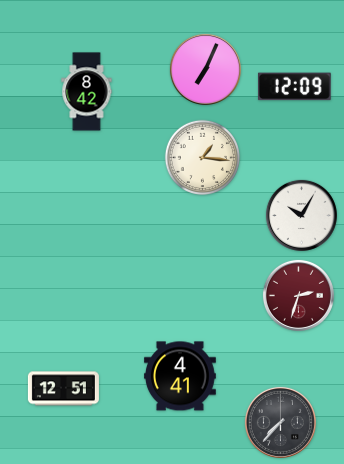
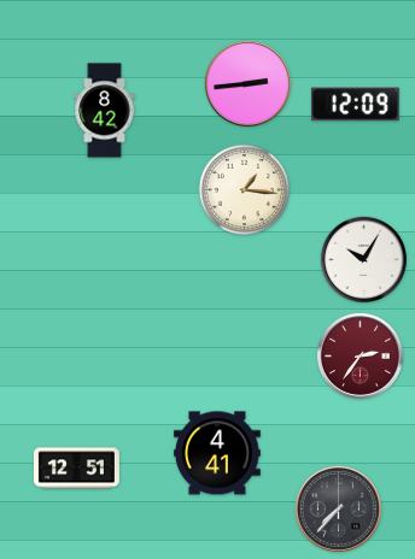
clock at (205, 69): 7:04 -> 2:44
clock at (298, 295): 2:33 -> 2:36
